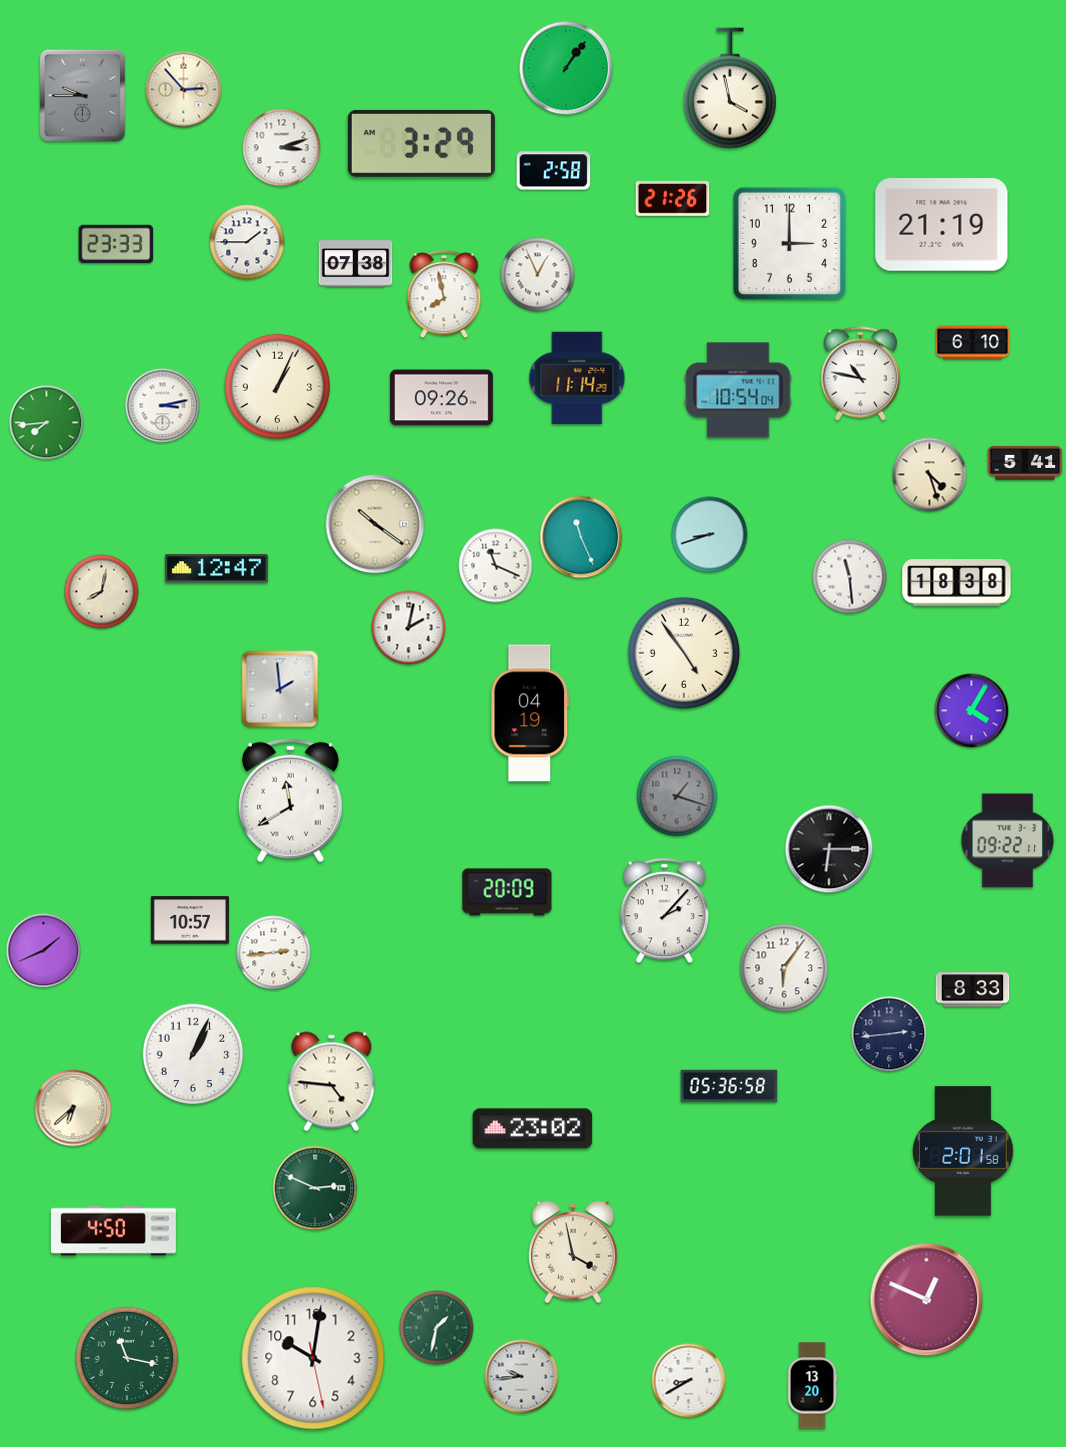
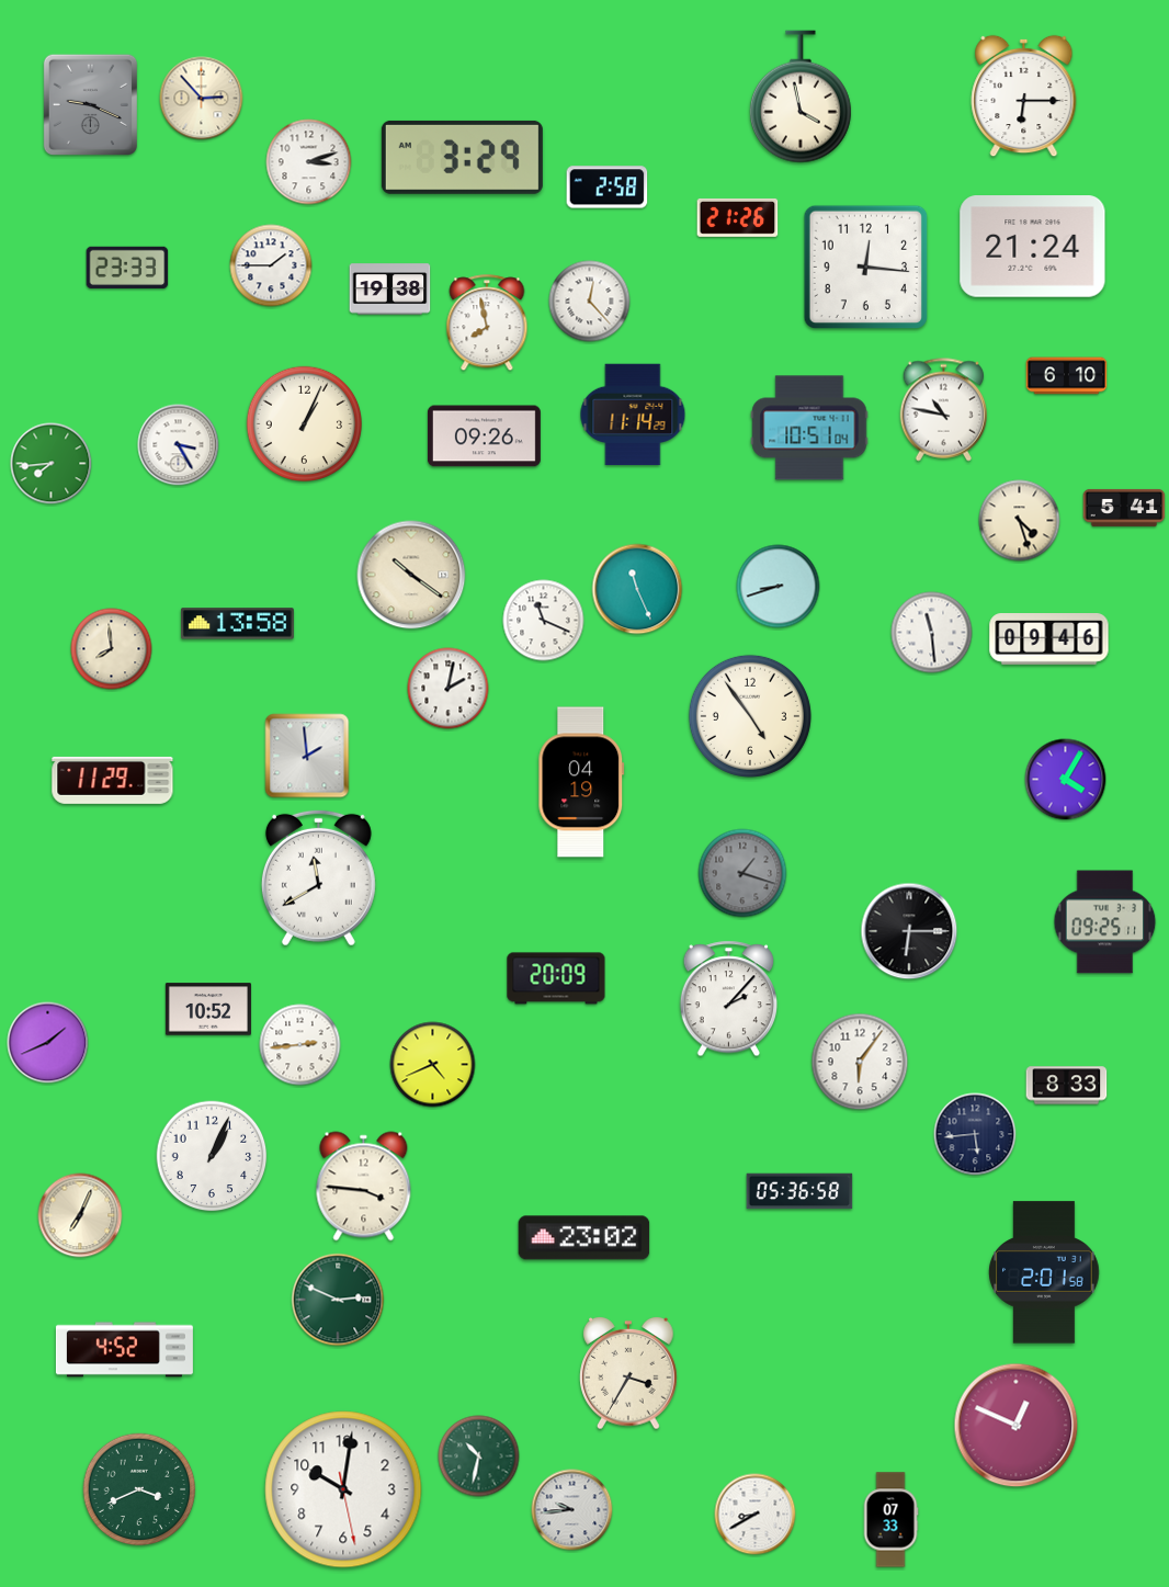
clock at (566, 68): 1:06 -> none
clock at (1024, 97): none -> 6:15
clock at (82, 95): 9:45 -> 9:19
clock at (942, 225): 21:19 -> 21:24
clock at (790, 244): 3:00 -> 12:16
clock at (356, 264): 07:38 -> 19:38
clock at (538, 275): 12:56 -> 12:23
clock at (738, 390): 10:54 -> 10:51
clock at (163, 406): 3:13 -> 3:25
clock at (216, 569): 12:47 -> 13:58
clock at (957, 583): 18:38 -> 09:46
clock at (102, 592): 8:02 -> 7:59
clock at (113, 780): none -> 11:29
clock at (1008, 841): 09:22 -> 09:25
clock at (190, 920): 10:57 -> 10:52
clock at (433, 1065): none -> 4:41
clock at (889, 1034): 2:44 -> 5:44
clock at (332, 1082): 4:46 -> 3:46
clock at (73, 1108): 6:38 -> 7:04
clock at (963, 1151) position: (963, 1151) -> (1044, 1272)
clock at (315, 1188) position: (315, 1188) -> (338, 1300)
clock at (113, 1231): 4:50 -> 4:52
clock at (573, 1253): 3:58 -> 3:35
clock at (437, 1328): 1:32 -> 10:32
clock at (127, 1358): 11:17 -> 3:41
clock at (812, 1386): 13:20 -> 07:33
